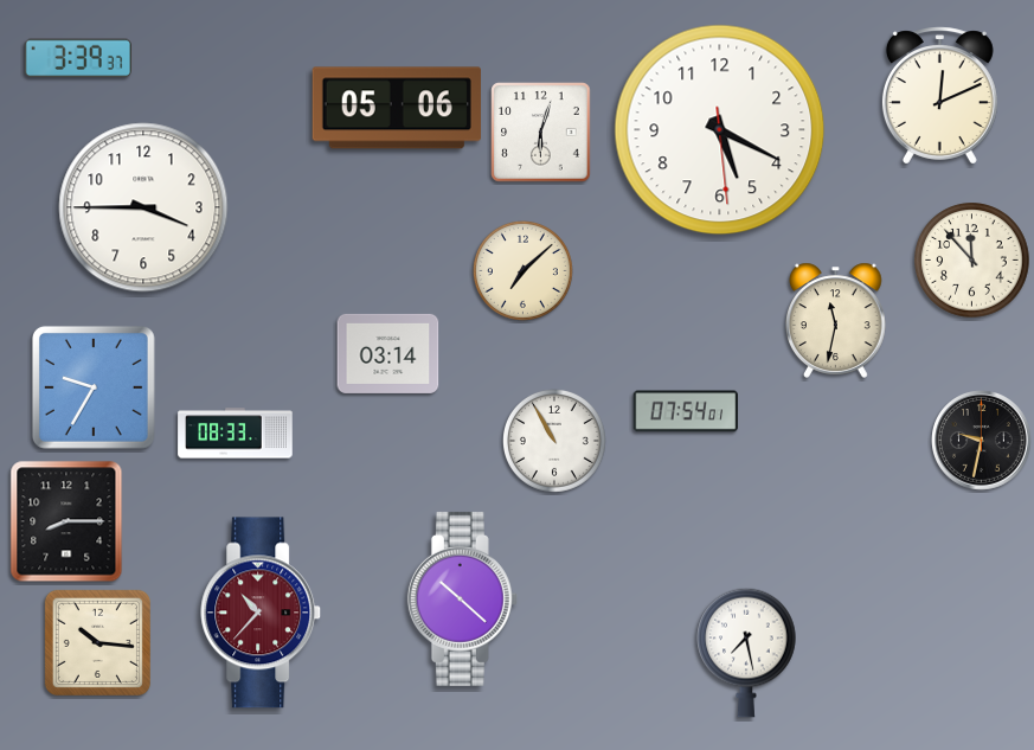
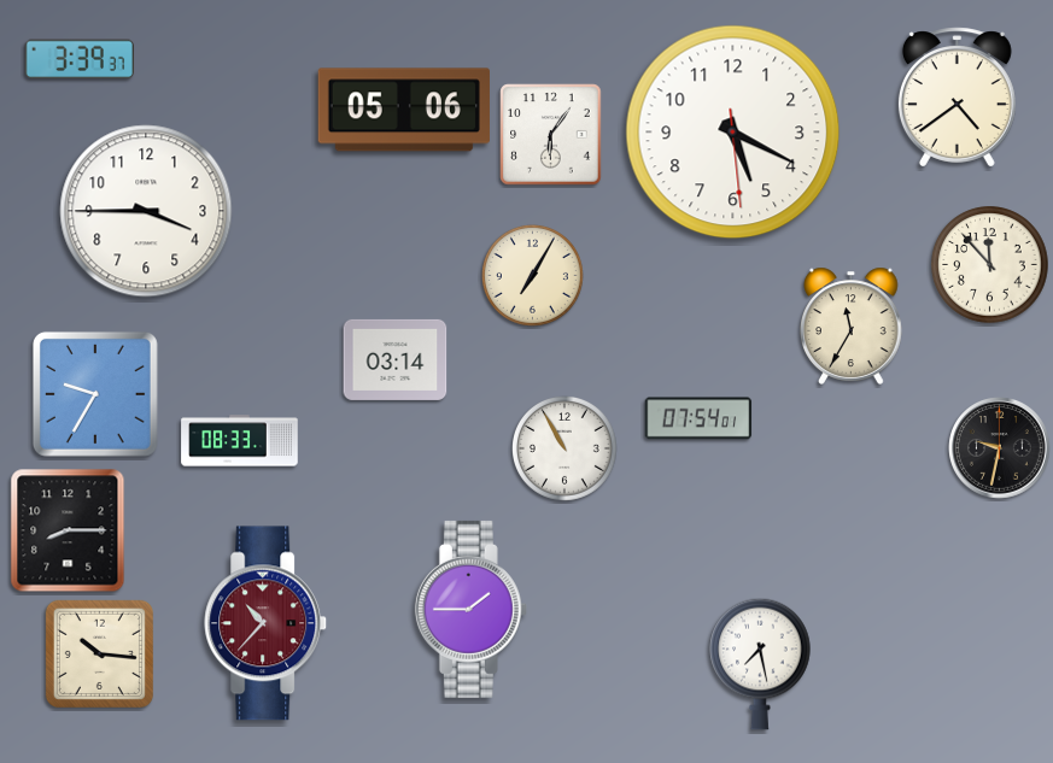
clock at (939, 96): 12:11 -> 4:39
clock at (541, 133): 6:03 -> 6:06
clock at (522, 270): 7:08 -> 7:05
clock at (836, 320): 11:32 -> 11:35
clock at (462, 598): 10:22 -> 1:45
